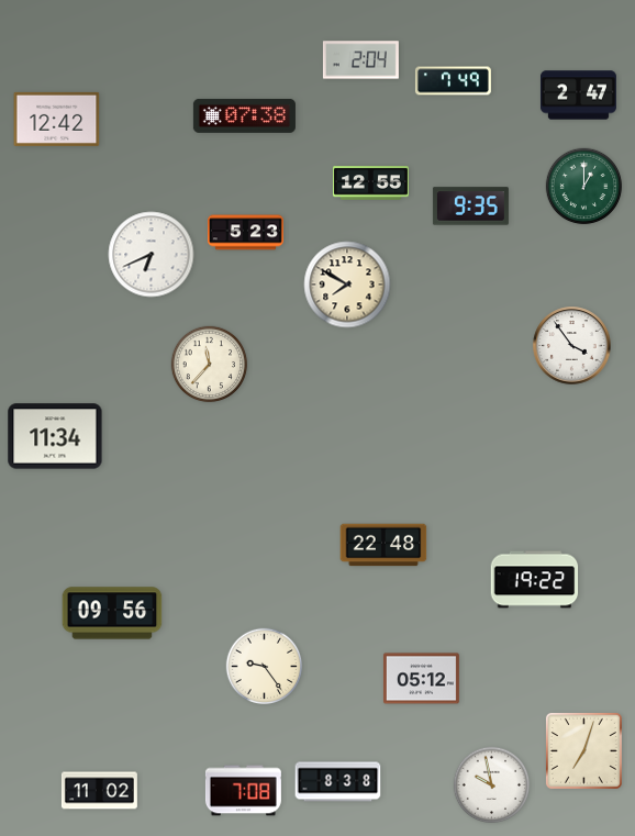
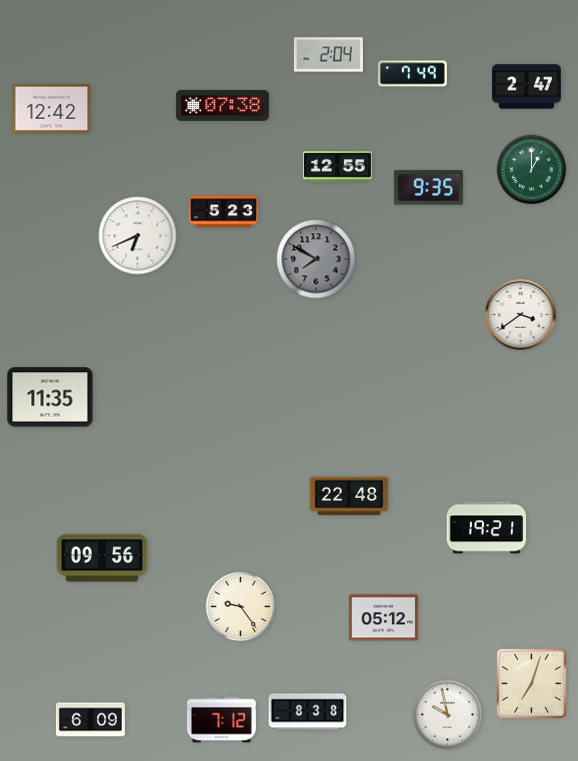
clock at (152, 255) position: (152, 255) -> (138, 236)
clock at (347, 285) dial: cream -> grey
clock at (572, 346): 3:54 -> 3:39
clock at (210, 365): 11:37 -> none
clock at (55, 436): 11:34 -> 11:35
clock at (535, 580): 19:22 -> 19:21
clock at (99, 791): 11:02 -> 6:09
clock at (243, 791): 7:08 -> 7:12
